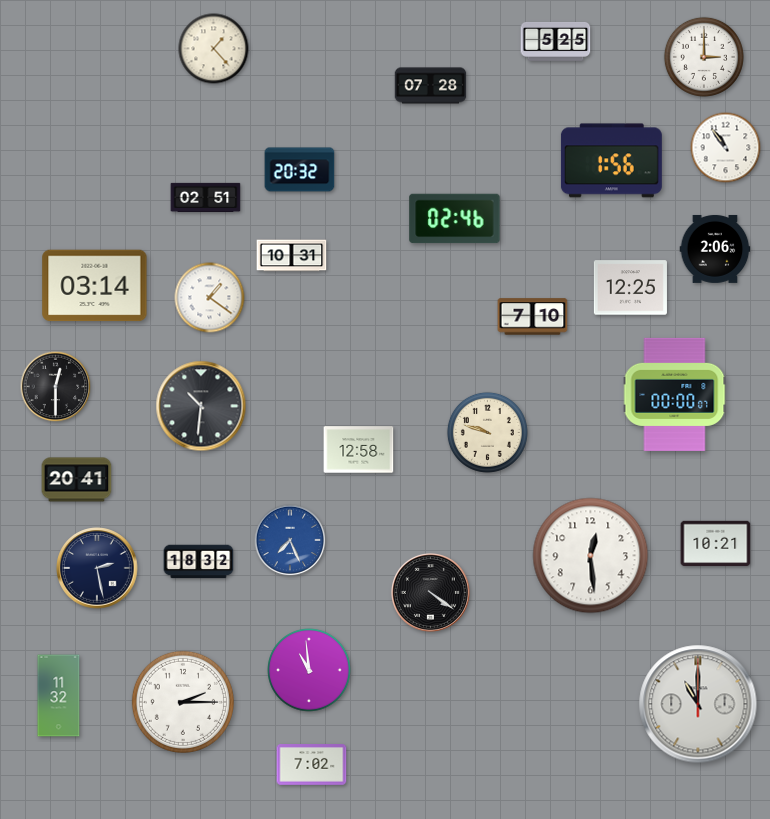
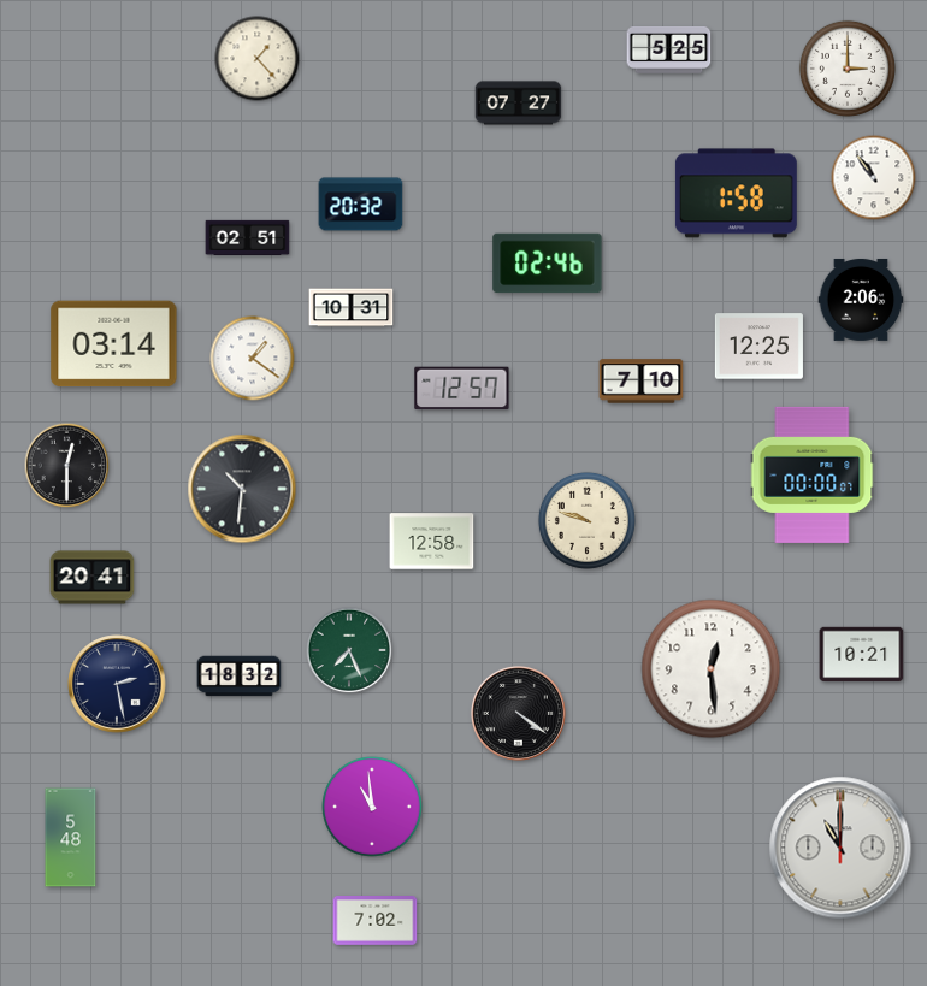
clock at (431, 86): 07:28 -> 07:27
clock at (611, 161): 1:56 -> 1:58
clock at (462, 389): none -> 12:57
clock at (290, 540) dial: blue -> green
clock at (59, 696): 11:32 -> 5:48
clock at (183, 702): 2:15 -> none
